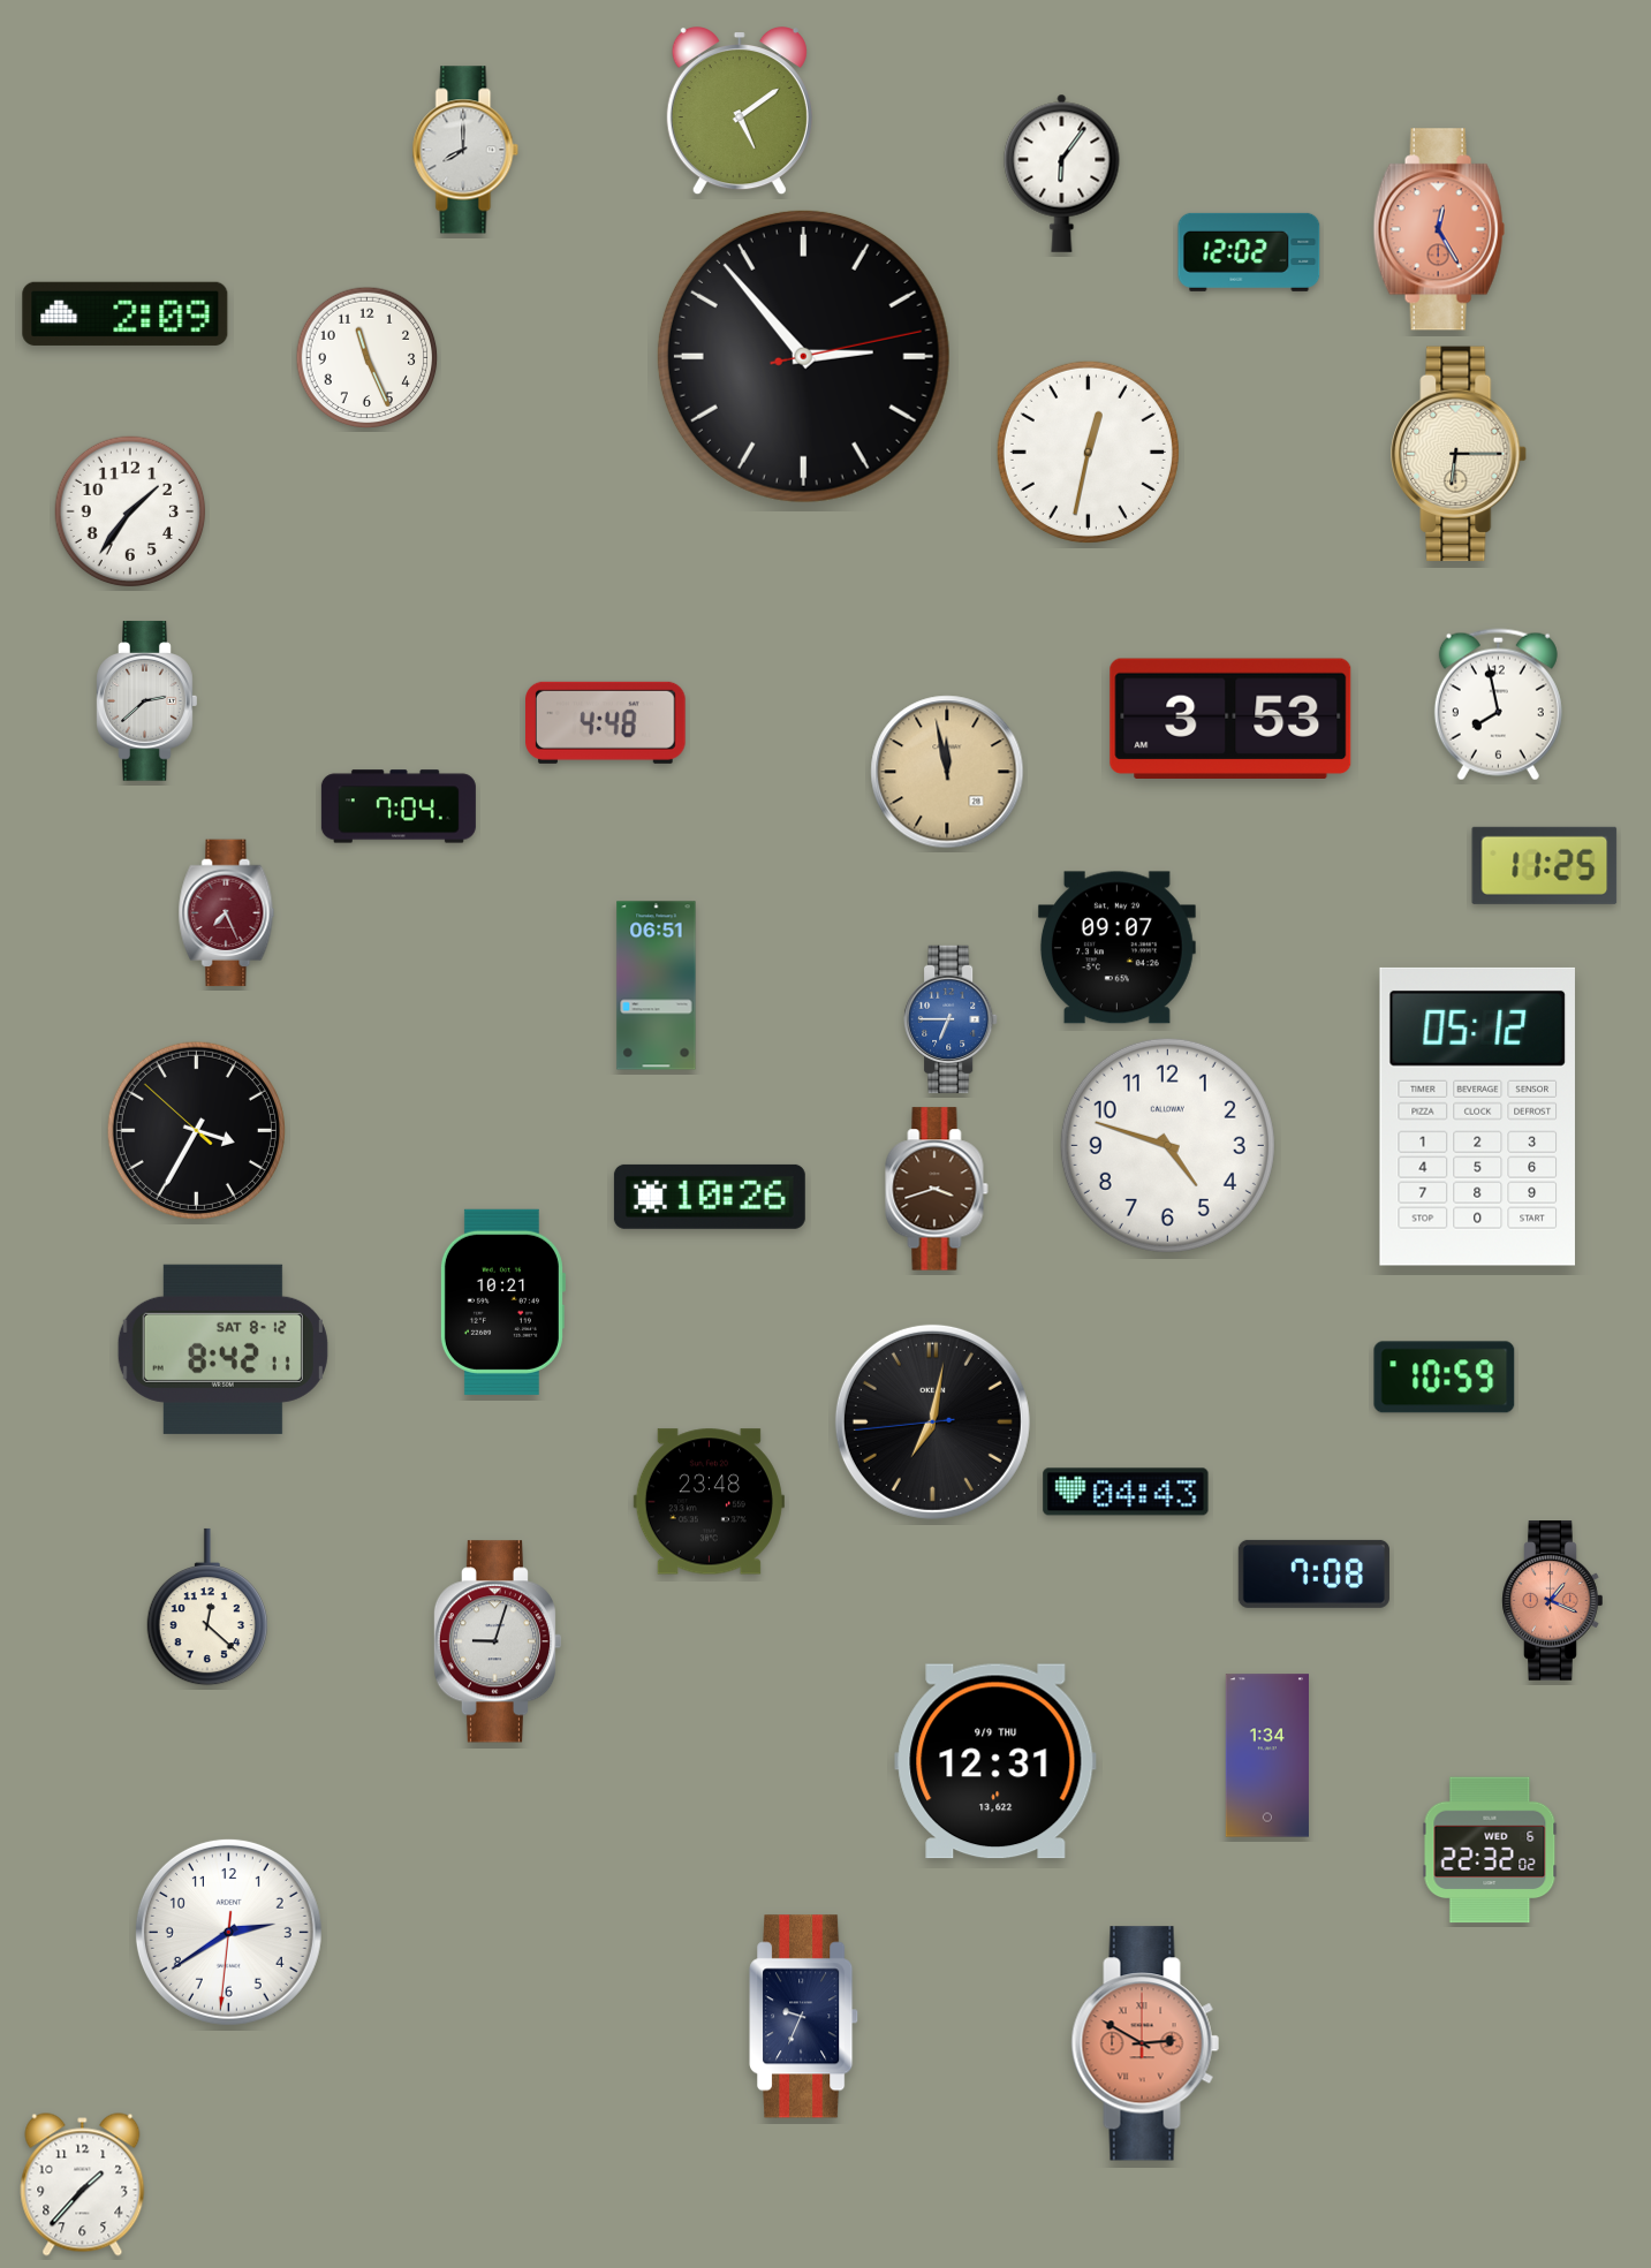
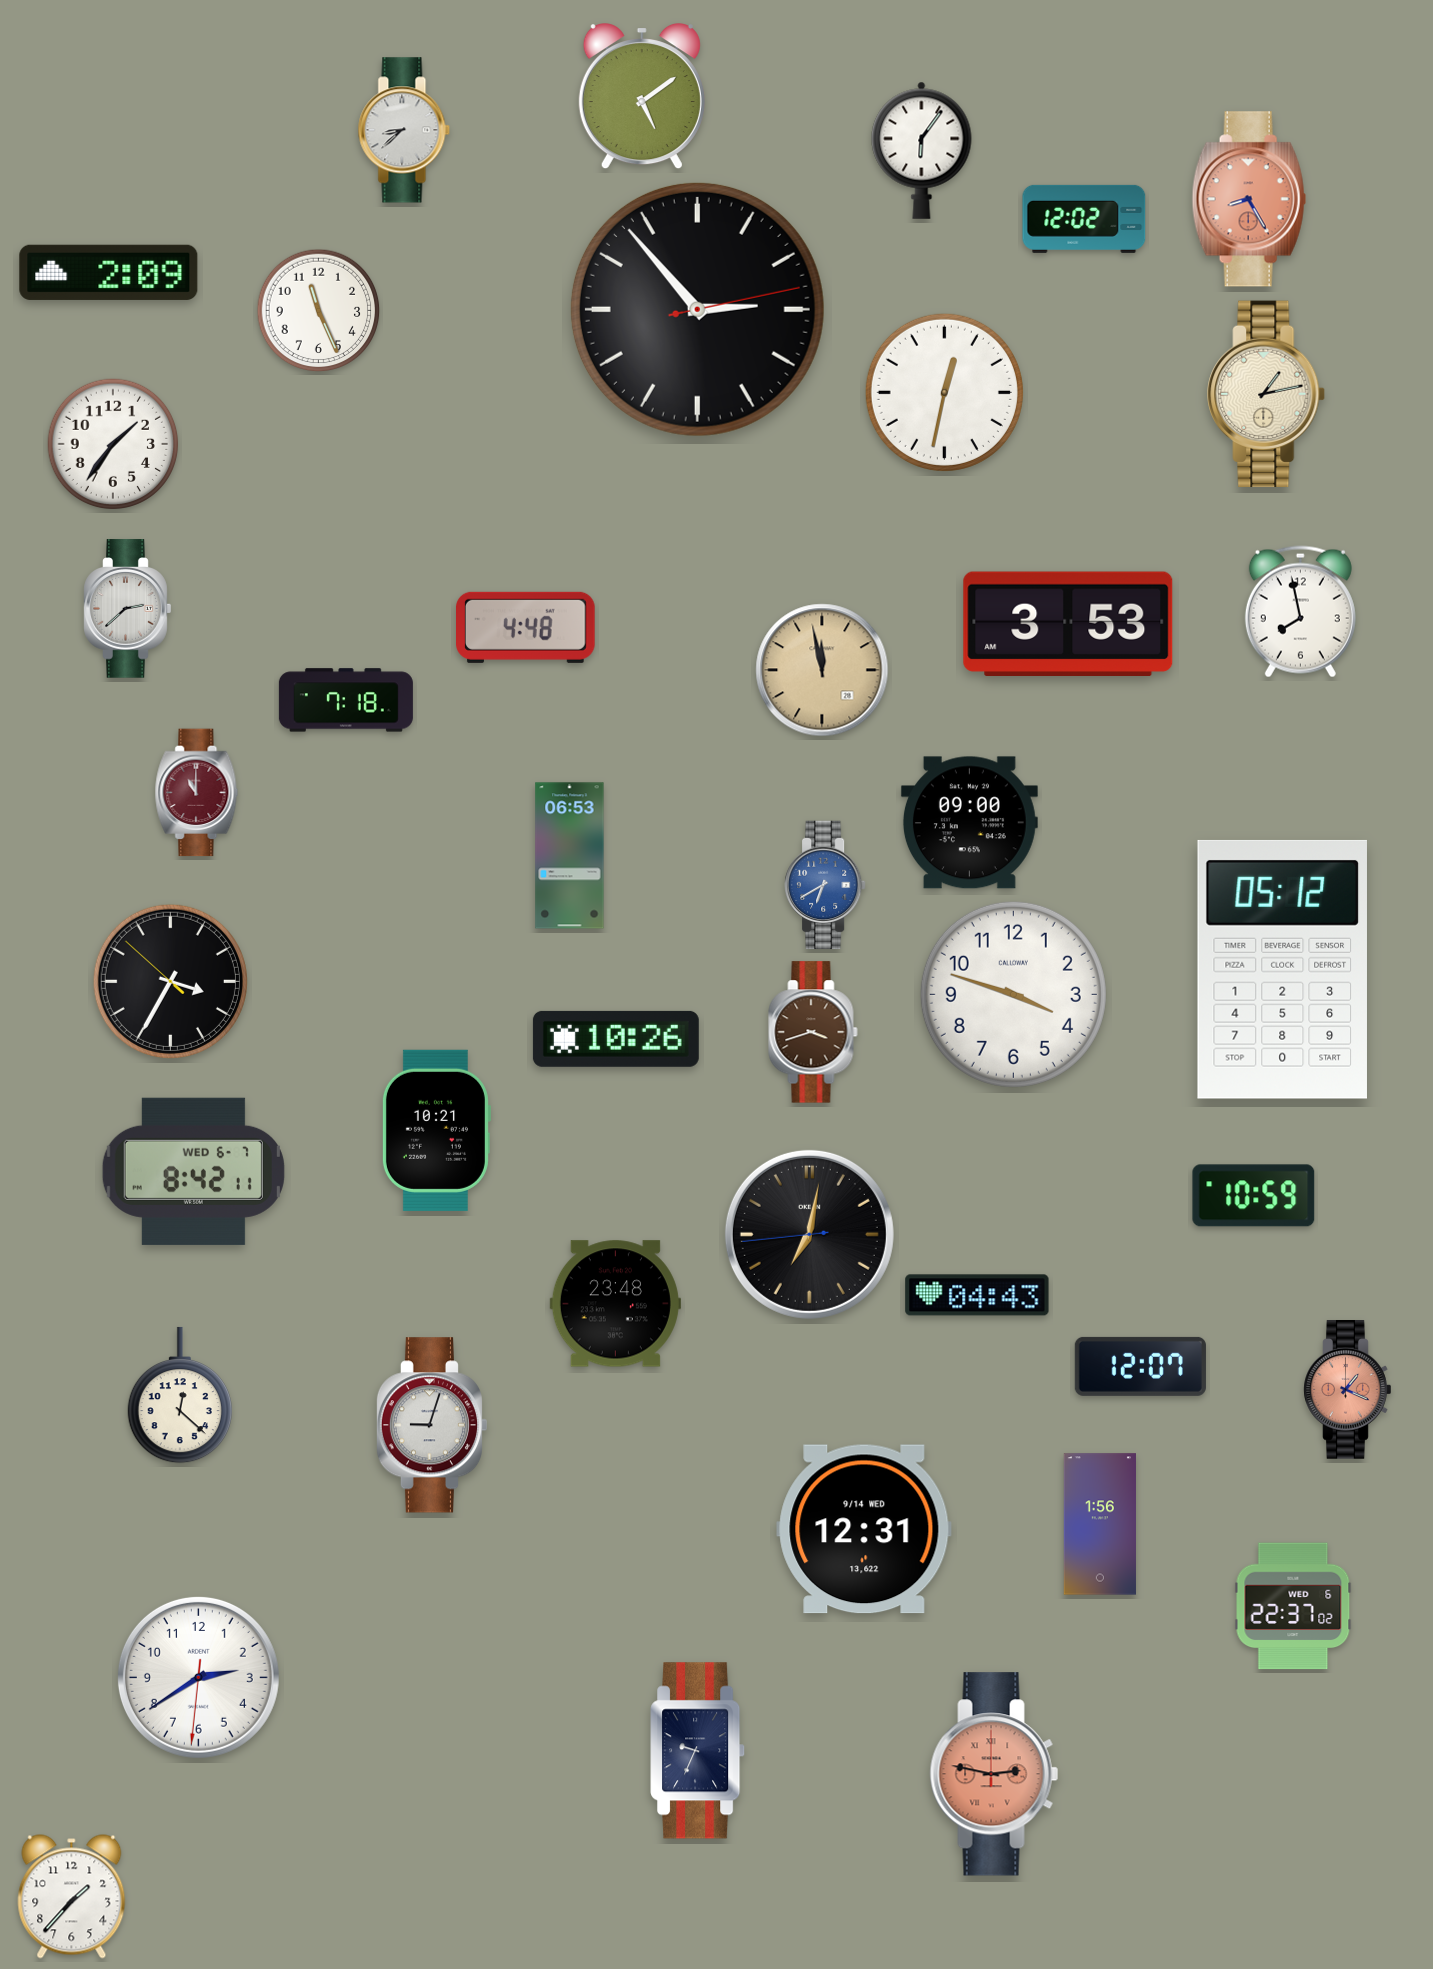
clock at (465, 150): 8:00 -> 8:38
clock at (1439, 229): 12:25 -> 8:25
clock at (1460, 454): 6:15 -> 1:13
clock at (399, 806): 7:04 -> 7:18
clock at (1545, 865): 11:25 -> none
clock at (227, 913): 7:26 -> 11:00
clock at (1116, 948): 09:07 -> 09:00
clock at (657, 986): 06:51 -> 06:53
clock at (952, 1019): 6:45 -> 6:40
clock at (1167, 1145): 4:48 -> 3:48
clock at (222, 1349) date: SAT 8-12 -> WED 6-7
clock at (1313, 1573): 7:08 -> 12:07
clock at (1267, 1755): 1:34 -> 1:56
clock at (995, 1761) date: 9/9 THU -> 9/14 WED
clock at (1490, 1850): 22:32 -> 22:37
clock at (1145, 2043): 2:50 -> 2:47
